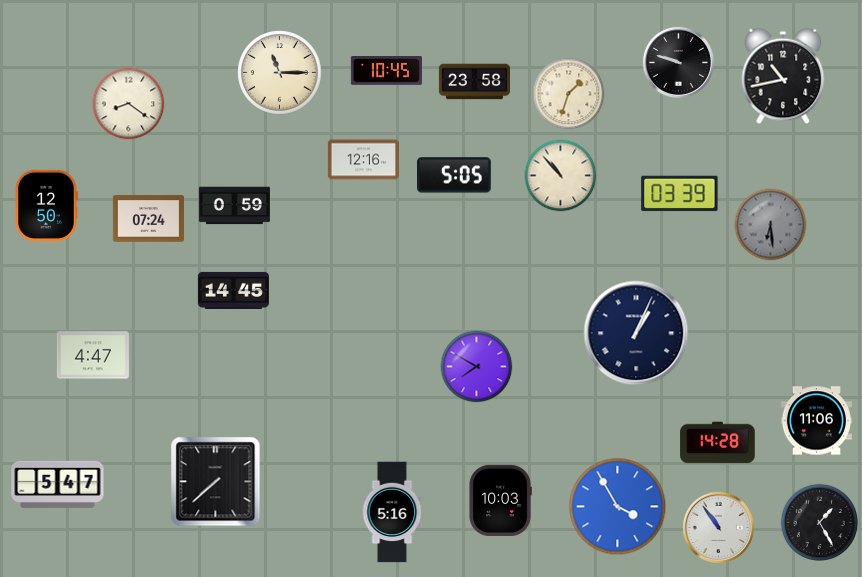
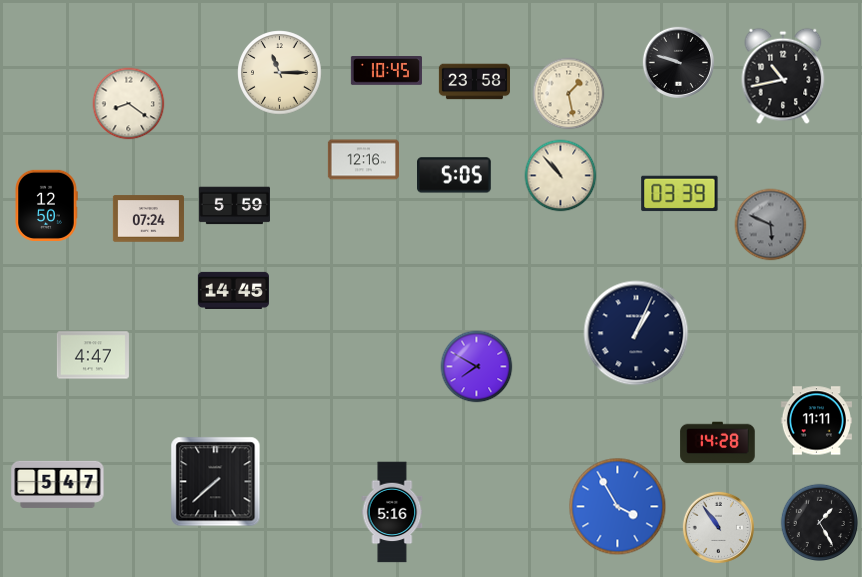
clock at (569, 94): 1:33 -> 1:28
clock at (234, 206): 0:59 -> 5:59
clock at (771, 225): 6:29 -> 5:49
clock at (816, 421): 11:06 -> 11:11
clock at (500, 500): 10:03 -> none
